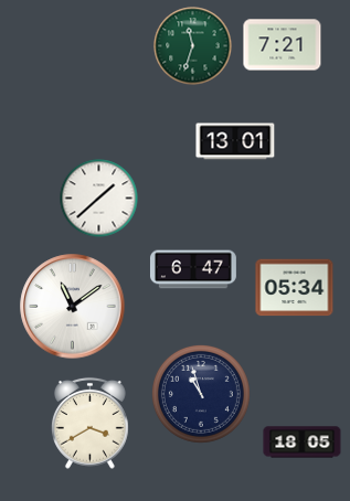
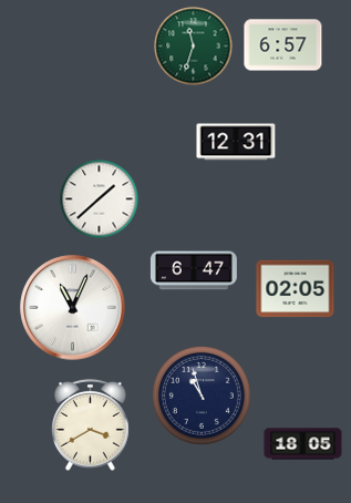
clock at (283, 45): 7:21 -> 6:57
clock at (235, 141): 13:01 -> 12:31
clock at (295, 288): 05:34 -> 02:05
clock at (73, 307): 11:09 -> 11:04
